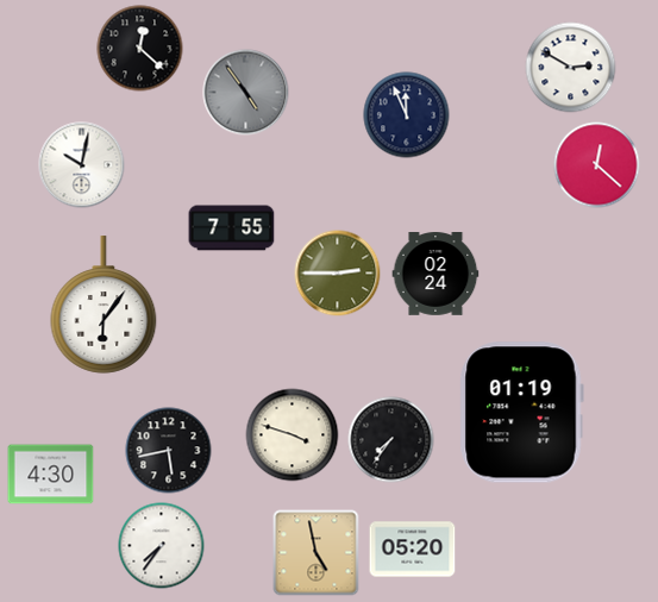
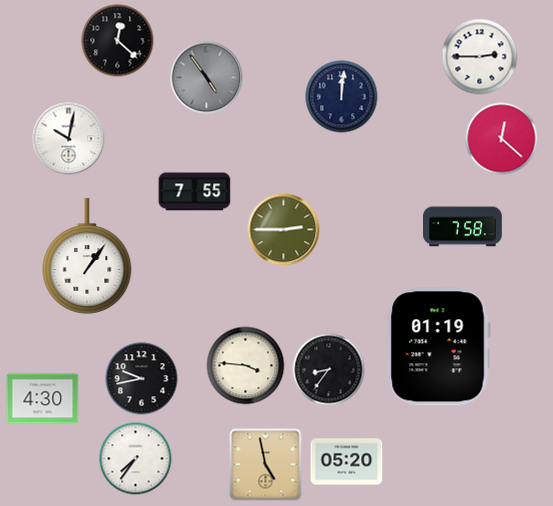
clock at (571, 68): 2:50 -> 2:45
clock at (407, 115): 11:56 -> 12:01
clock at (463, 227): none -> 7:58
clock at (435, 274): 02:24 -> none
clock at (104, 305): 6:06 -> 1:06
clock at (293, 435): 3:48 -> 3:46
clock at (391, 440): 7:36 -> 8:36
clock at (169, 451): 5:43 -> 9:43
